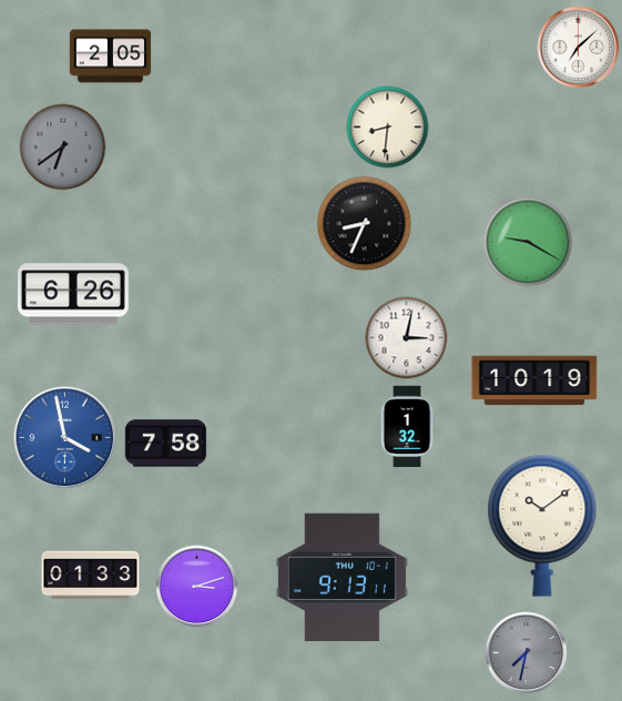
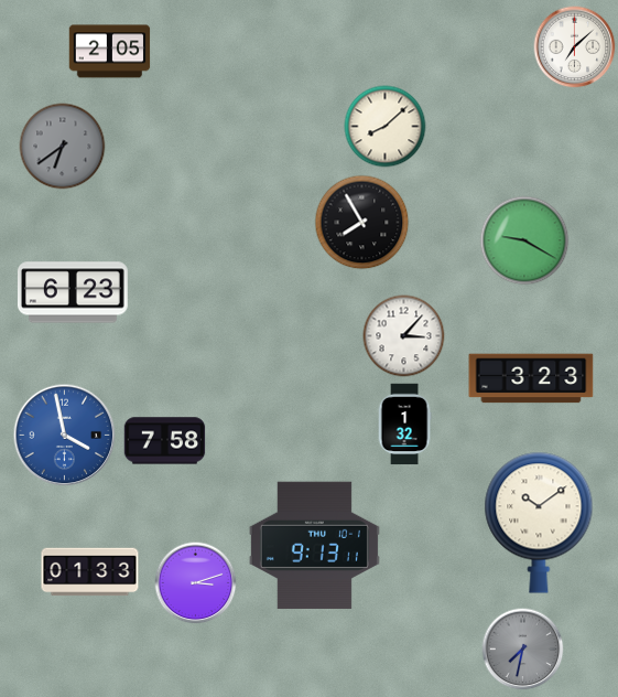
clock at (111, 57) position: (111, 57) -> (110, 52)
clock at (388, 128): 8:31 -> 8:08
clock at (365, 224): 8:34 -> 7:55
clock at (73, 294): 6:26 -> 6:23
clock at (407, 338): 3:02 -> 3:07
clock at (534, 380): 10:19 -> 3:23
clock at (341, 578) position: (341, 578) -> (314, 546)
